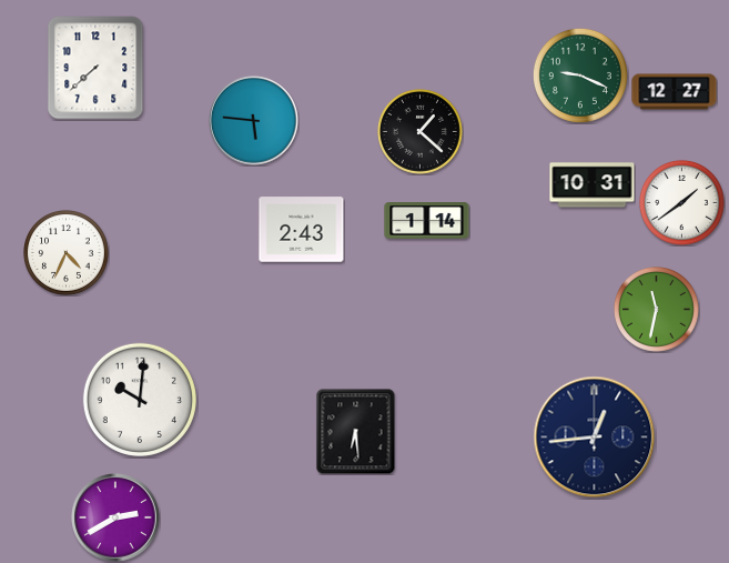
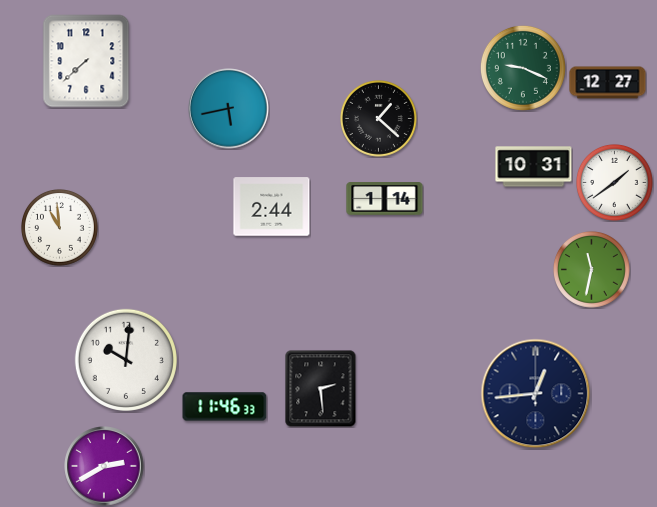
clock at (254, 121): 5:46 -> 5:43
clock at (302, 230): 2:43 -> 2:44
clock at (67, 253): 4:34 -> 10:59
clock at (657, 310) position: (657, 310) -> (592, 270)
clock at (356, 431): 6:29 -> 2:29
clock at (225, 407): none -> 11:46
